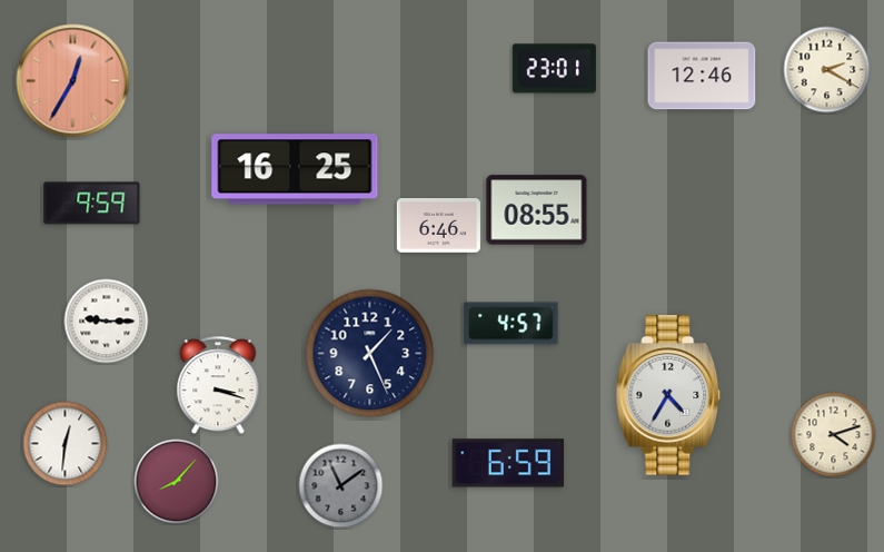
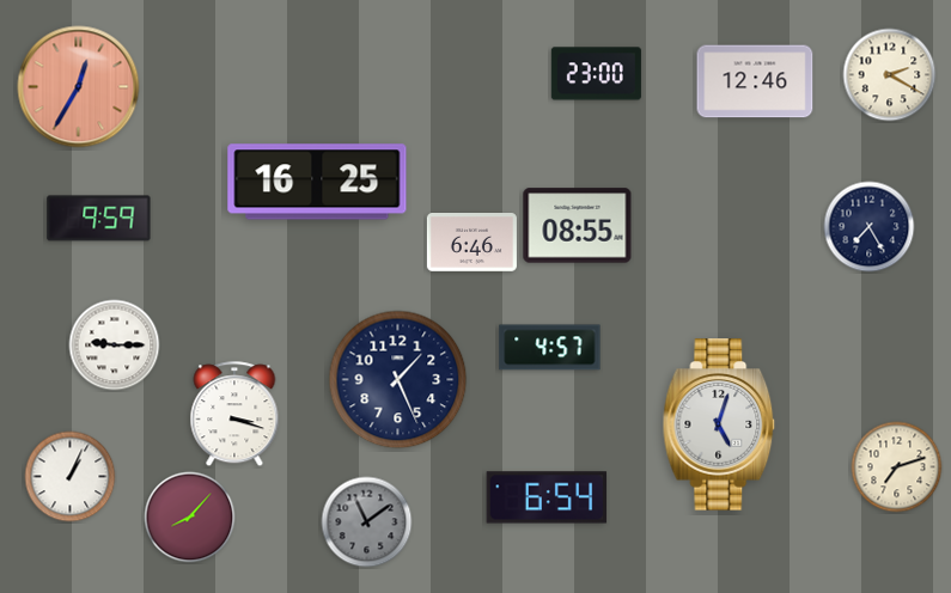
clock at (554, 69): 23:01 -> 23:00
clock at (870, 227): none -> 7:25
clock at (668, 395): 4:35 -> 5:03
clock at (834, 435): 4:12 -> 7:12
clock at (66, 444): 12:31 -> 1:04
clock at (508, 463): 6:59 -> 6:54
